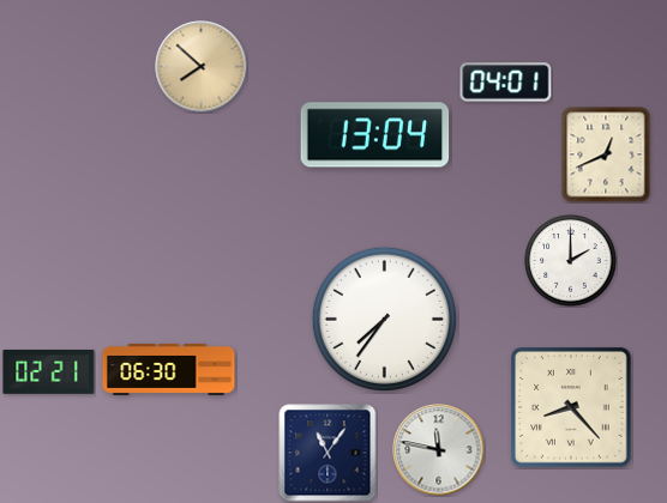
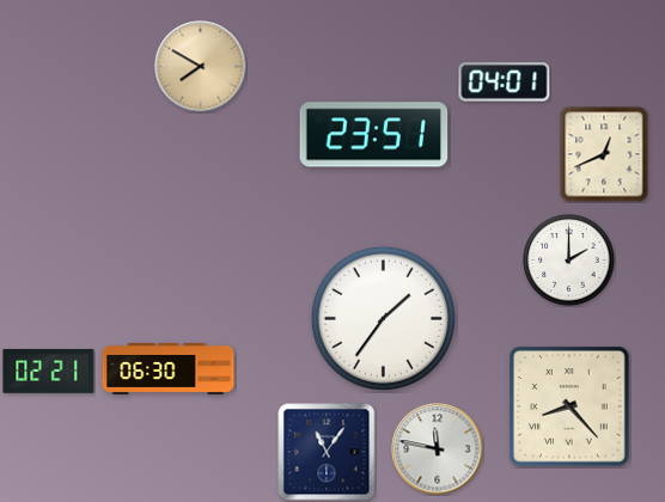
clock at (202, 67): 7:52 -> 7:50
clock at (375, 135): 13:04 -> 23:51
clock at (384, 319): 7:36 -> 1:36
